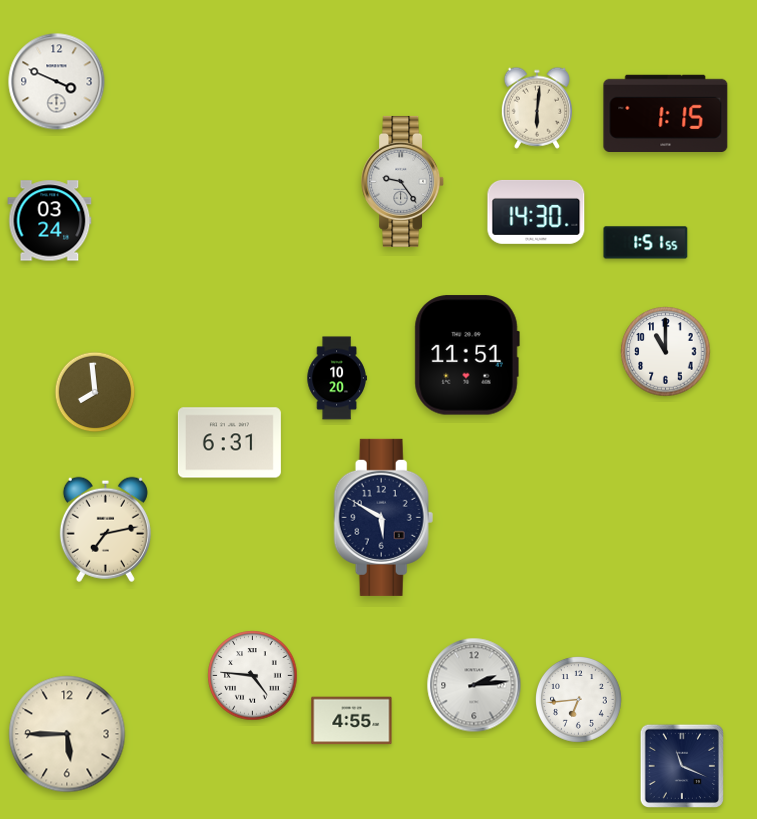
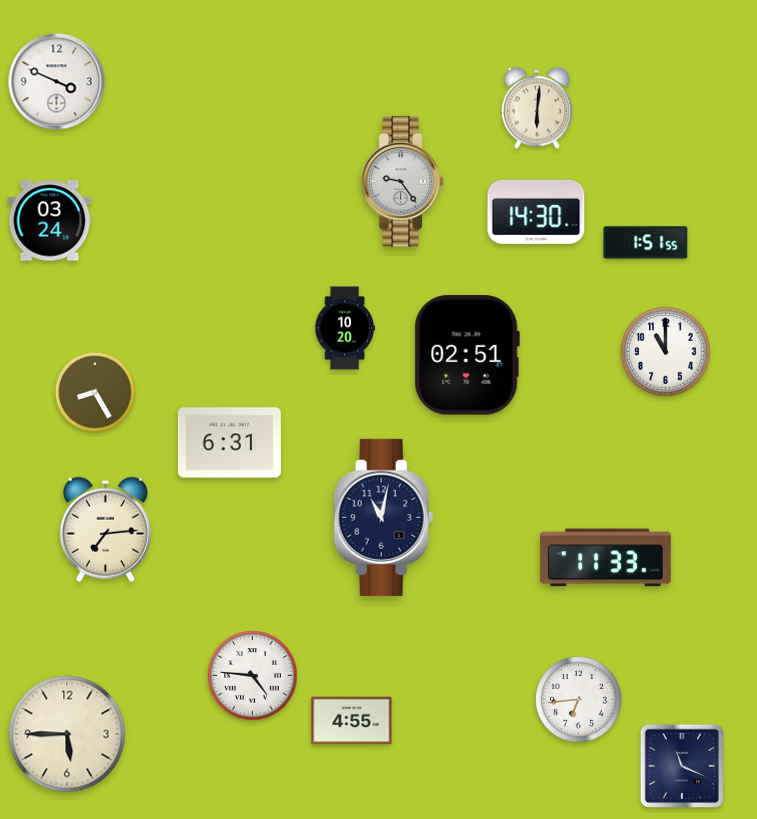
clock at (666, 113): 1:15 -> none
clock at (467, 355): 11:51 -> 02:51
clock at (337, 378) position: (337, 378) -> (345, 328)
clock at (95, 392): 7:59 -> 8:25
clock at (384, 517): 5:50 -> 11:02
clock at (105, 529): 7:13 -> 7:14
clock at (605, 558): none -> 11:33
clock at (474, 685): 2:14 -> none
